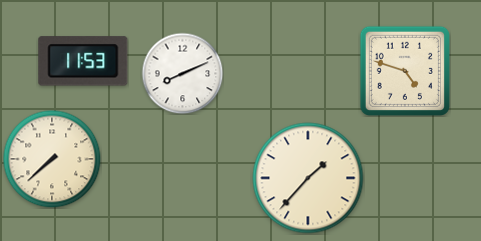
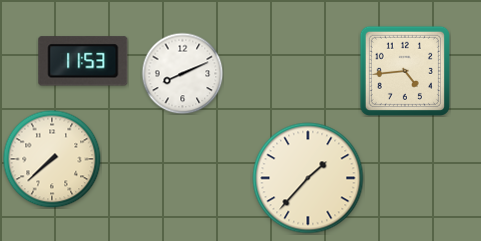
clock at (405, 71): 4:48 -> 4:44
